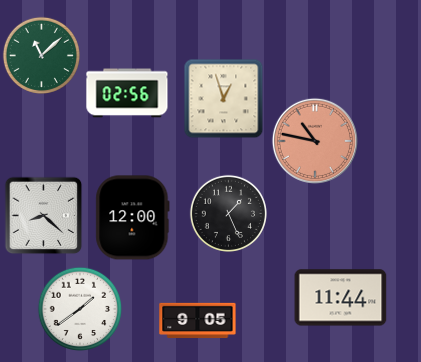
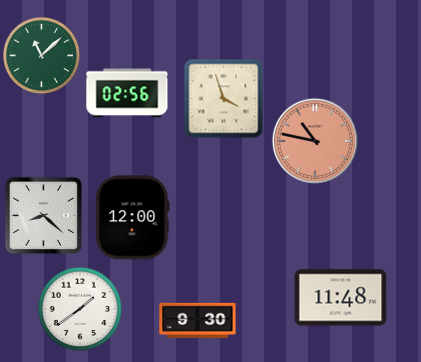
clock at (223, 98): 12:57 -> 3:57
clock at (228, 213): 1:26 -> none
clock at (341, 298): 11:44 -> 11:48
clock at (198, 320): 9:05 -> 9:30
